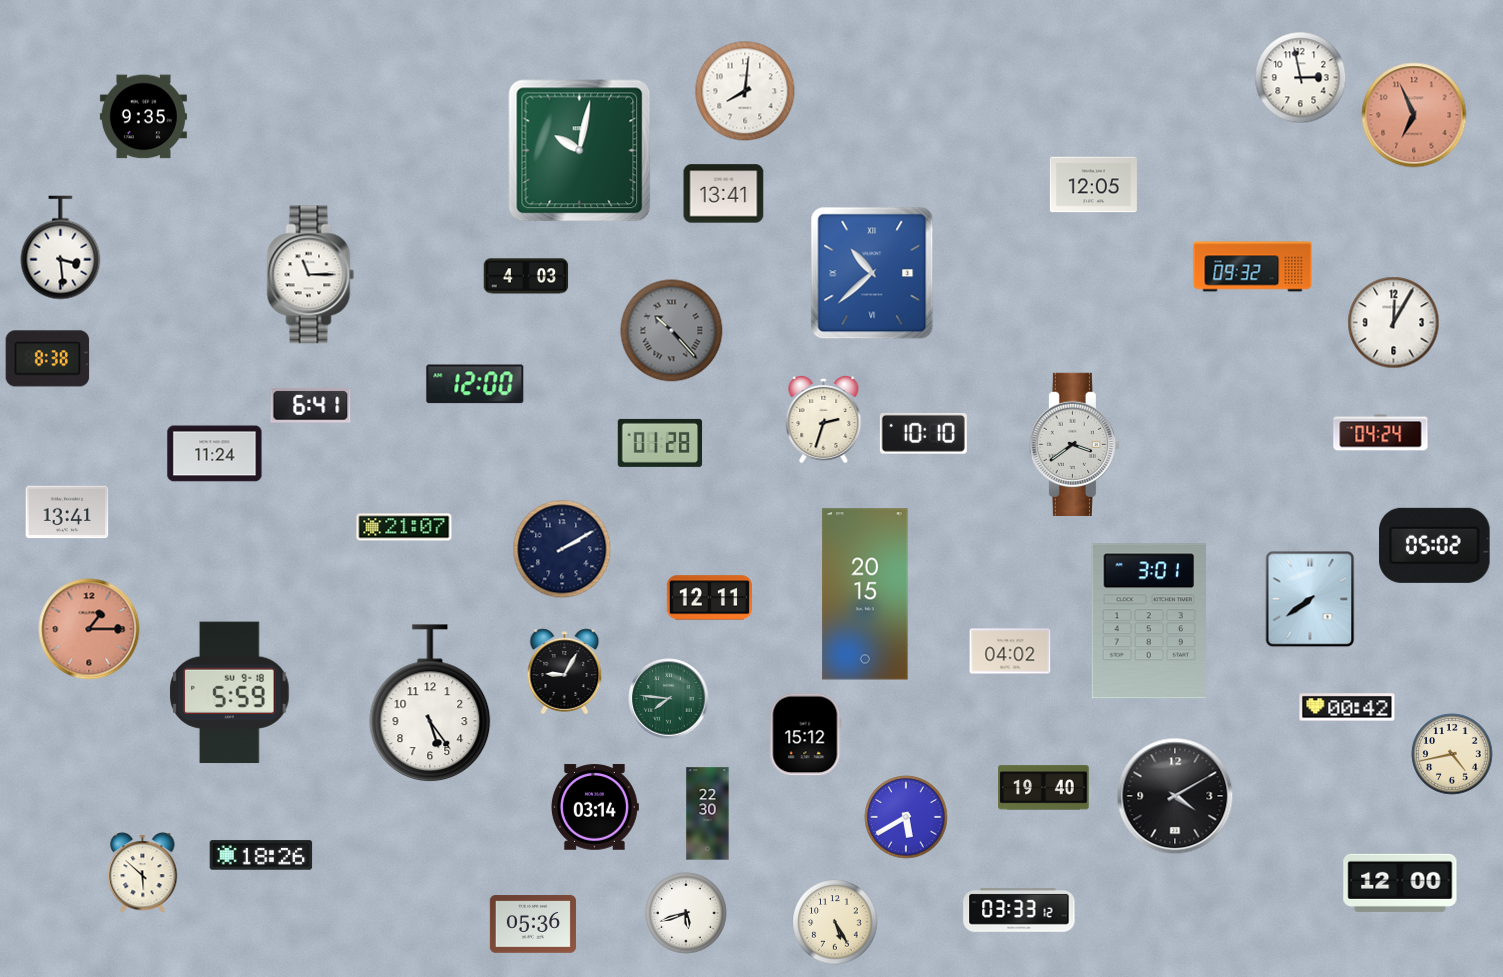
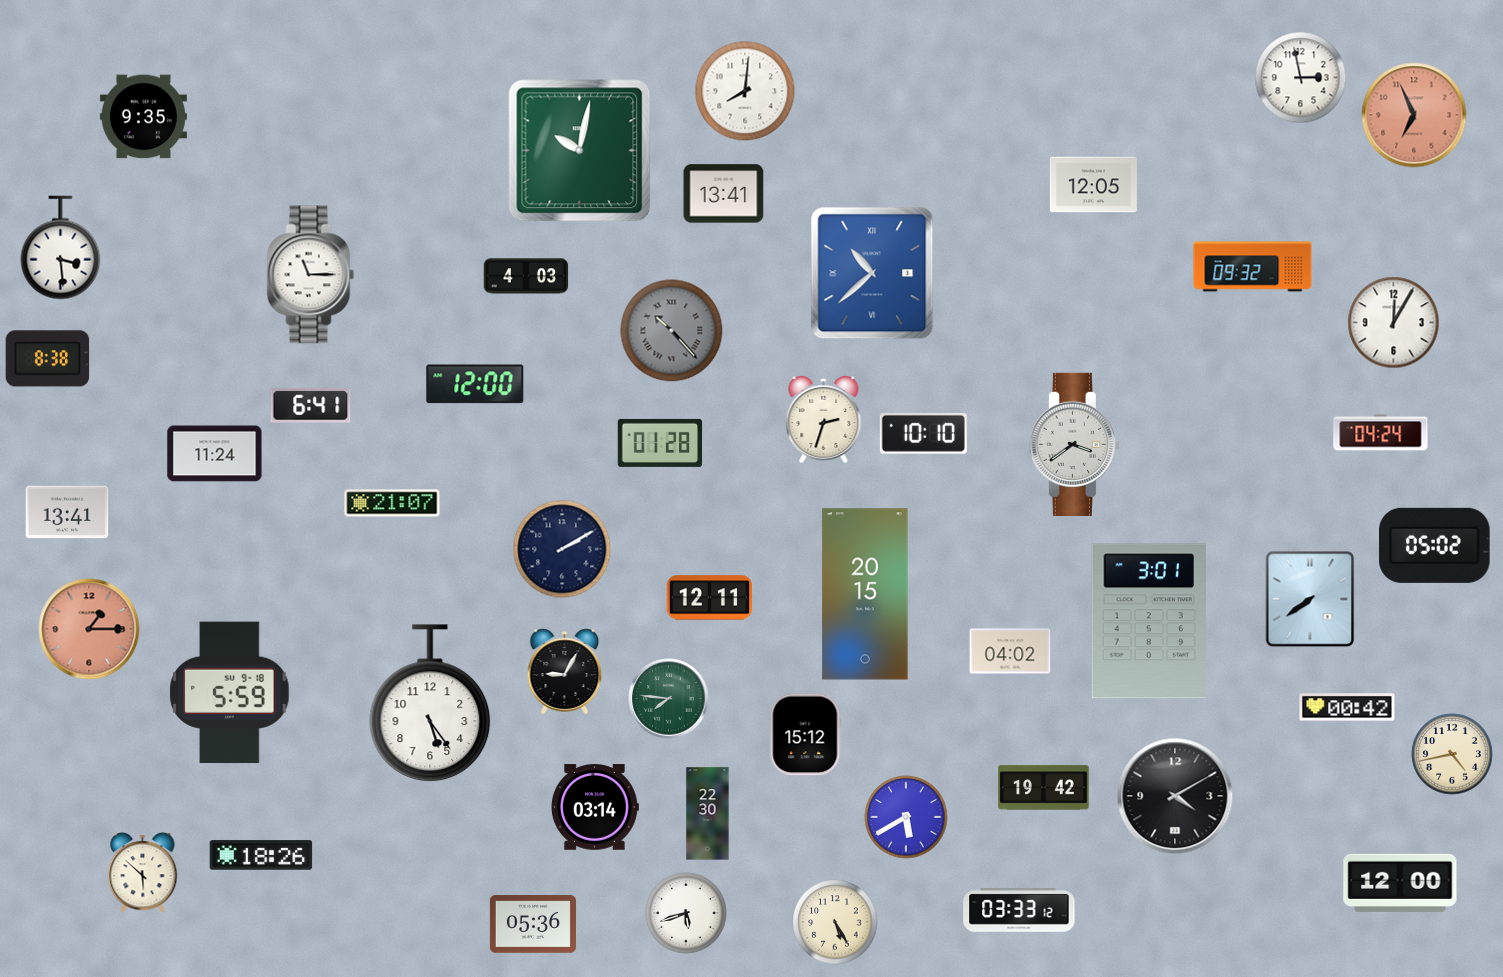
clock at (404, 527) position: (404, 527) -> (392, 503)
clock at (1044, 788): 19:40 -> 19:42
